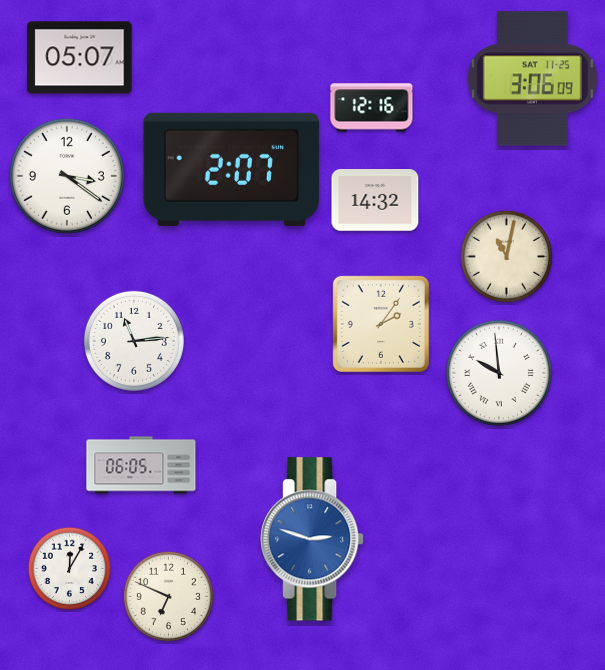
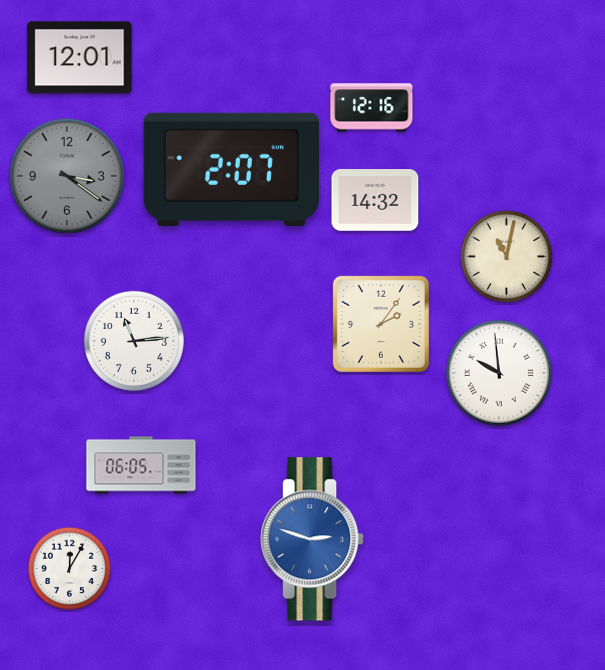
clock at (80, 58): 05:07 -> 12:01
clock at (532, 79): 3:06 -> none
clock at (67, 176) dial: white -> grey
clock at (168, 596): 6:49 -> none
